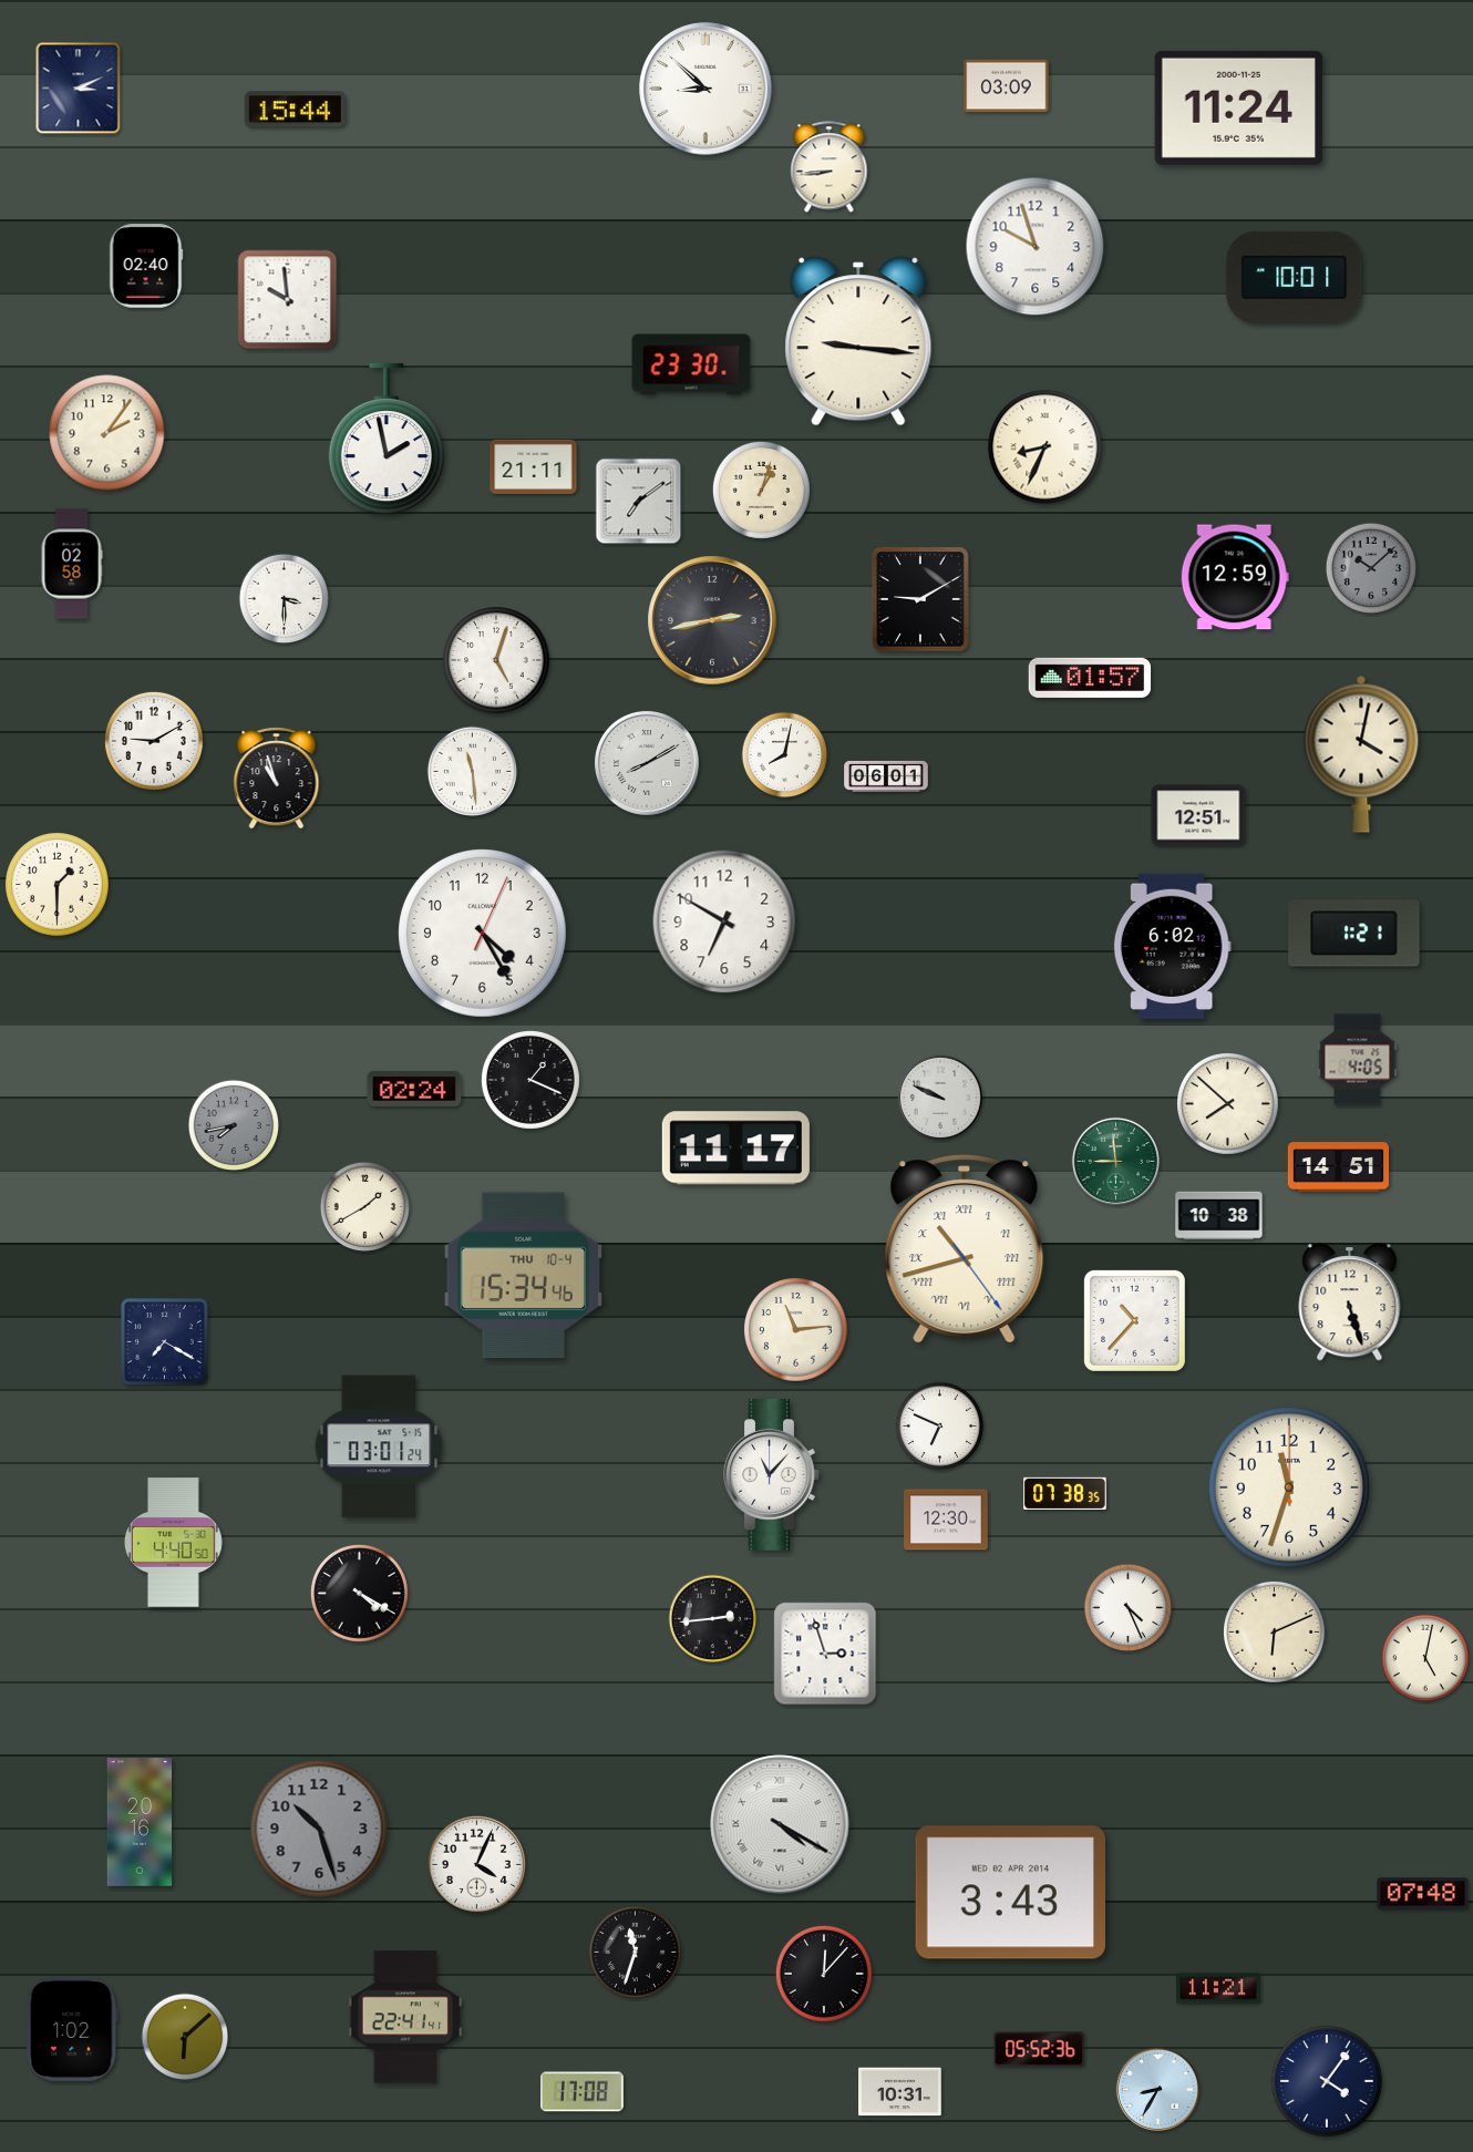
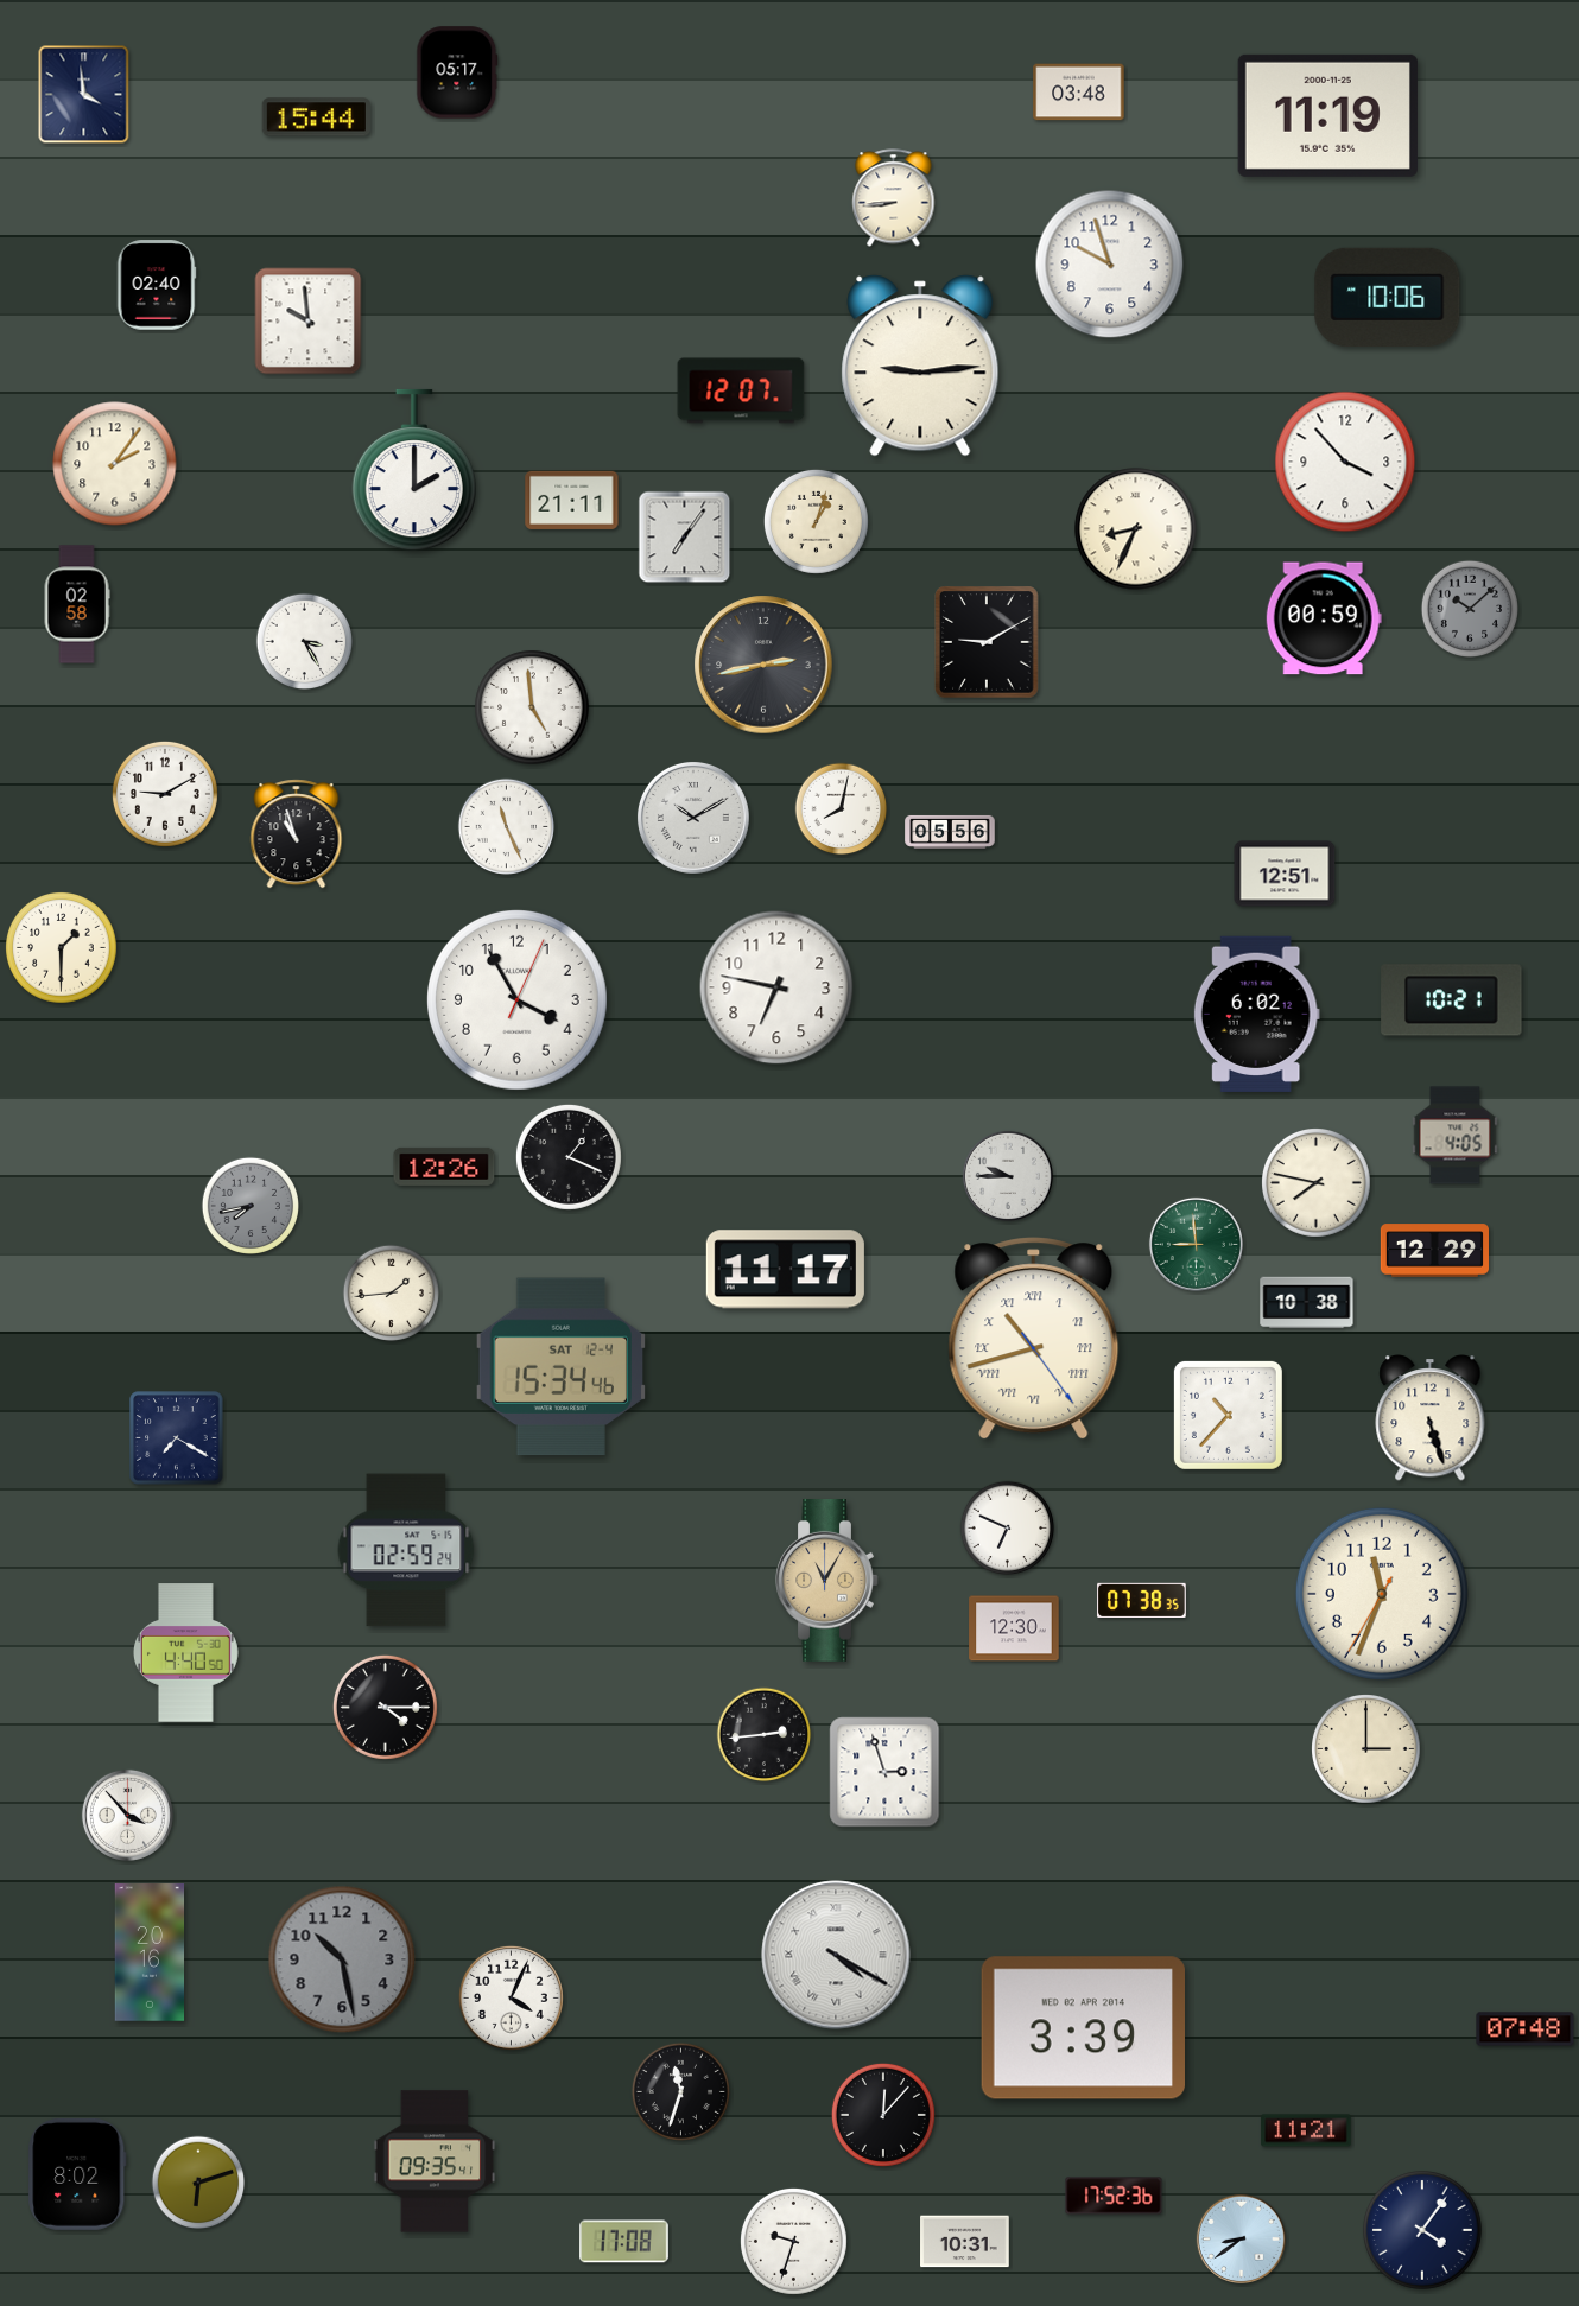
clock at (457, 72): none -> 05:17
clock at (1007, 86): 03:09 -> 03:48
clock at (79, 89): 3:11 -> 3:59
clock at (705, 89): 8:52 -> none
clock at (1238, 107): 11:24 -> 11:19
clock at (830, 167) position: (830, 167) -> (894, 198)
clock at (1295, 277): 10:01 -> 10:06
clock at (858, 341): 9:16 -> 9:14
clock at (691, 364): 23:30 -> 12:07
clock at (1345, 462): none -> 3:53
clock at (387, 439): 1:58 -> 2:00
clock at (1045, 447) position: (1045, 447) -> (1136, 529)
clock at (761, 490) position: (761, 490) -> (816, 521)
clock at (639, 502): 7:09 -> 7:06
clock at (1235, 577): 12:59 -> 00:59
clock at (285, 599): 3:30 -> 3:25
clock at (496, 660): 5:03 -> 4:59
clock at (1090, 678): 01:57 -> none
clock at (1361, 754): 4:02 -> none
clock at (647, 763): 8:10 -> 10:10
clock at (473, 772): 11:29 -> 11:26
clock at (886, 776): 06:01 -> 05:56
clock at (724, 921): 6:50 -> 6:47
clock at (482, 933): 4:25 -> 3:55
clock at (1354, 934): 1:21 -> 10:21
clock at (414, 1089): 02:24 -> 12:26
clock at (940, 1098): 9:49 -> 9:45
clock at (1228, 1104): 7:52 -> 7:47
clock at (735, 1149) position: (735, 1149) -> (785, 1270)
clock at (1338, 1167): 14:51 -> 12:29
clock at (365, 1207): 1:40 -> 1:44
clock at (523, 1276) date: THU 10-4 -> SAT 12-4
clock at (1350, 1302) position: (1350, 1302) -> (1431, 1418)
clock at (1134, 1320) position: (1134, 1320) -> (1228, 1415)
clock at (796, 1330): 11:14 -> none
clock at (379, 1446): 03:01 -> 02:59
clock at (772, 1475): 11:07 -> 11:05
clock at (772, 1475) dial: white -> champagne
clock at (1289, 1487): 11:33:00 -> 11:33:35
clock at (359, 1593): 4:20 -> 4:15
clock at (1129, 1608): 4:26 -> none
clock at (1275, 1633): 6:11 -> 3:00
clock at (1425, 1658): 5:02 -> none
clock at (127, 1815): none -> 3:53
clock at (319, 1829): 10:27 -> 10:28
clock at (1010, 1893): 3:43 -> 3:39
clock at (405, 2017): 22:41 -> 09:35
clock at (72, 2029): 1:02 -> 8:02
clock at (185, 2037): 6:08 -> 6:12
clock at (1039, 2049): 05:52 -> 17:52
clock at (1157, 2089): 8:35 -> 8:39
clock at (793, 2241): none -> 9:33
